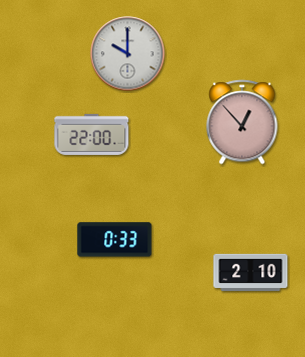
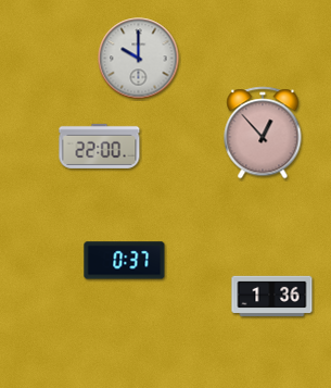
clock at (115, 240): 0:33 -> 0:37
clock at (251, 272): 2:10 -> 1:36
